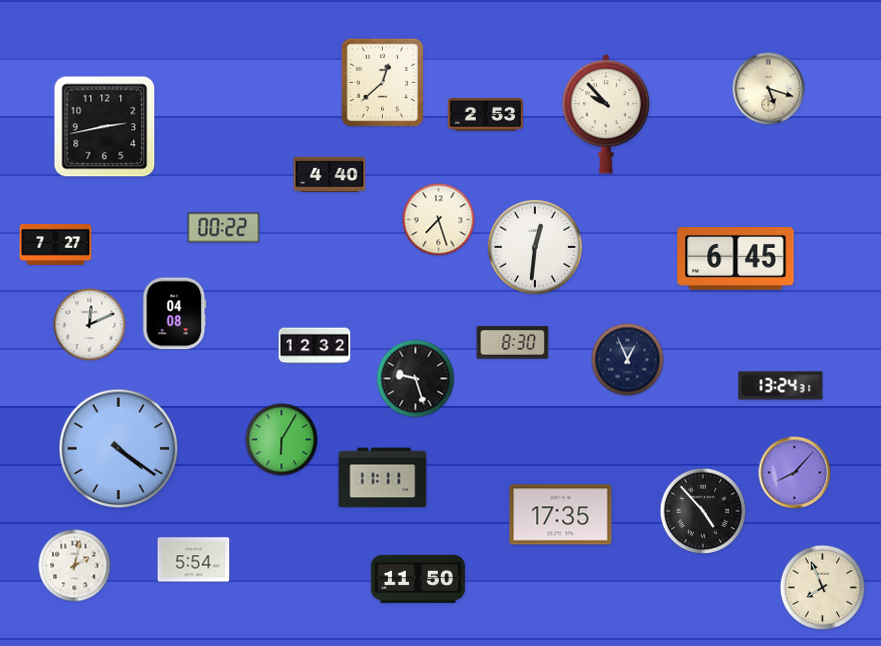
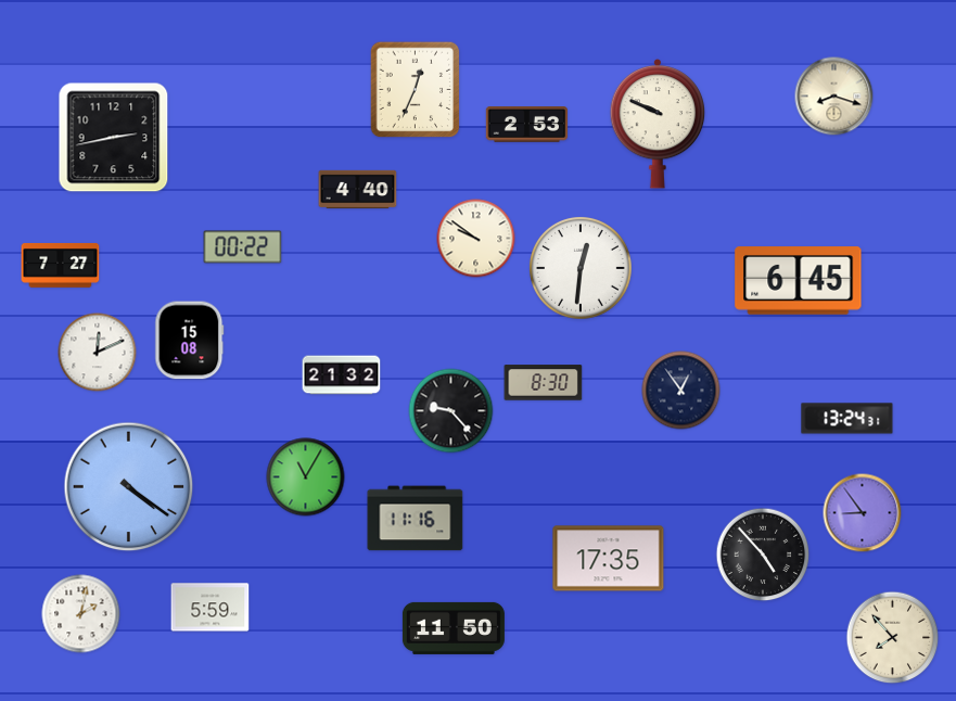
clock at (383, 83): 12:38 -> 12:34
clock at (769, 89): 5:18 -> 8:18
clock at (606, 114): 9:53 -> 9:49
clock at (439, 220): 7:27 -> 9:51
clock at (175, 314): 04:08 -> 15:08
clock at (513, 343) position: (513, 343) -> (544, 383)
clock at (315, 346): 12:32 -> 21:32
clock at (628, 360): 12:56 -> 12:54
clock at (416, 379): 9:27 -> 9:23
clock at (282, 440): 6:05 -> 11:05
clock at (795, 473): 8:07 -> 8:54
clock at (383, 478): 11:11 -> 11:16
clock at (194, 560): 5:54 -> 5:59
clock at (823, 588): 7:56 -> 7:53
